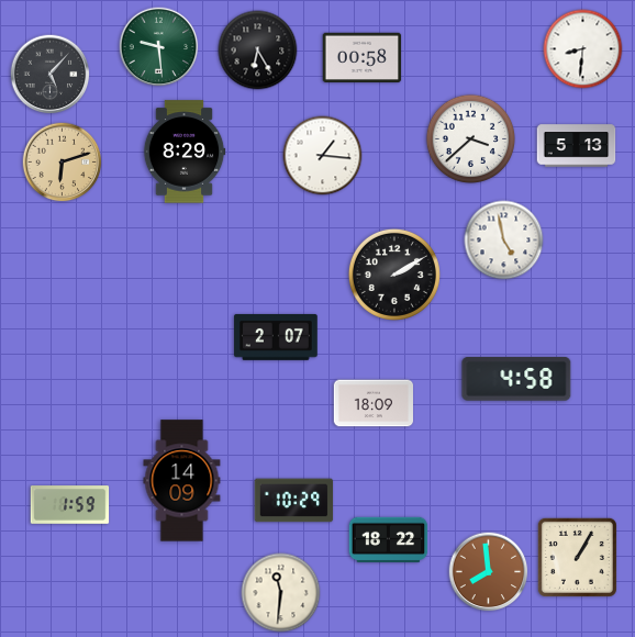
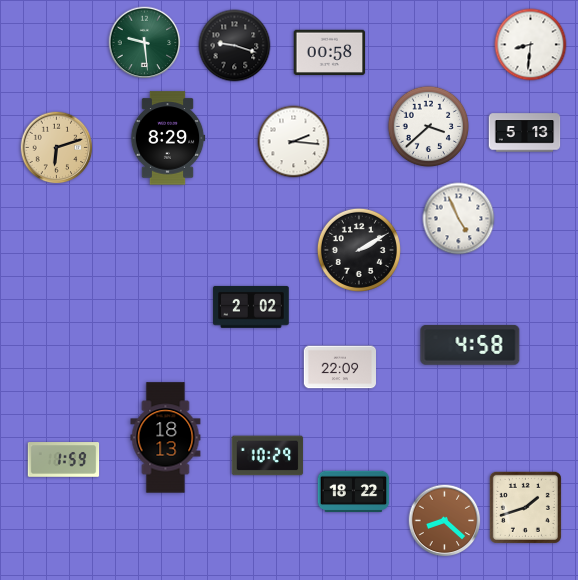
clock at (258, 51): 6:25 -> 9:18
clock at (51, 75): 5:07 -> none
clock at (323, 156): 1:16 -> 2:16
clock at (504, 241): 4:58 -> 4:56
clock at (276, 337): 2:07 -> 2:02
clock at (372, 403): 18:09 -> 22:09
clock at (182, 481): 14:09 -> 18:13
clock at (577, 557): 1:05 -> 1:42
clock at (489, 572): 7:59 -> 8:22
clock at (281, 593): 11:31 -> none
